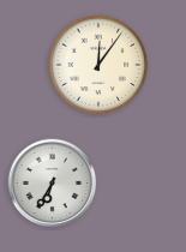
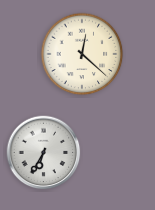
clock at (98, 65): 12:06 -> 12:22
